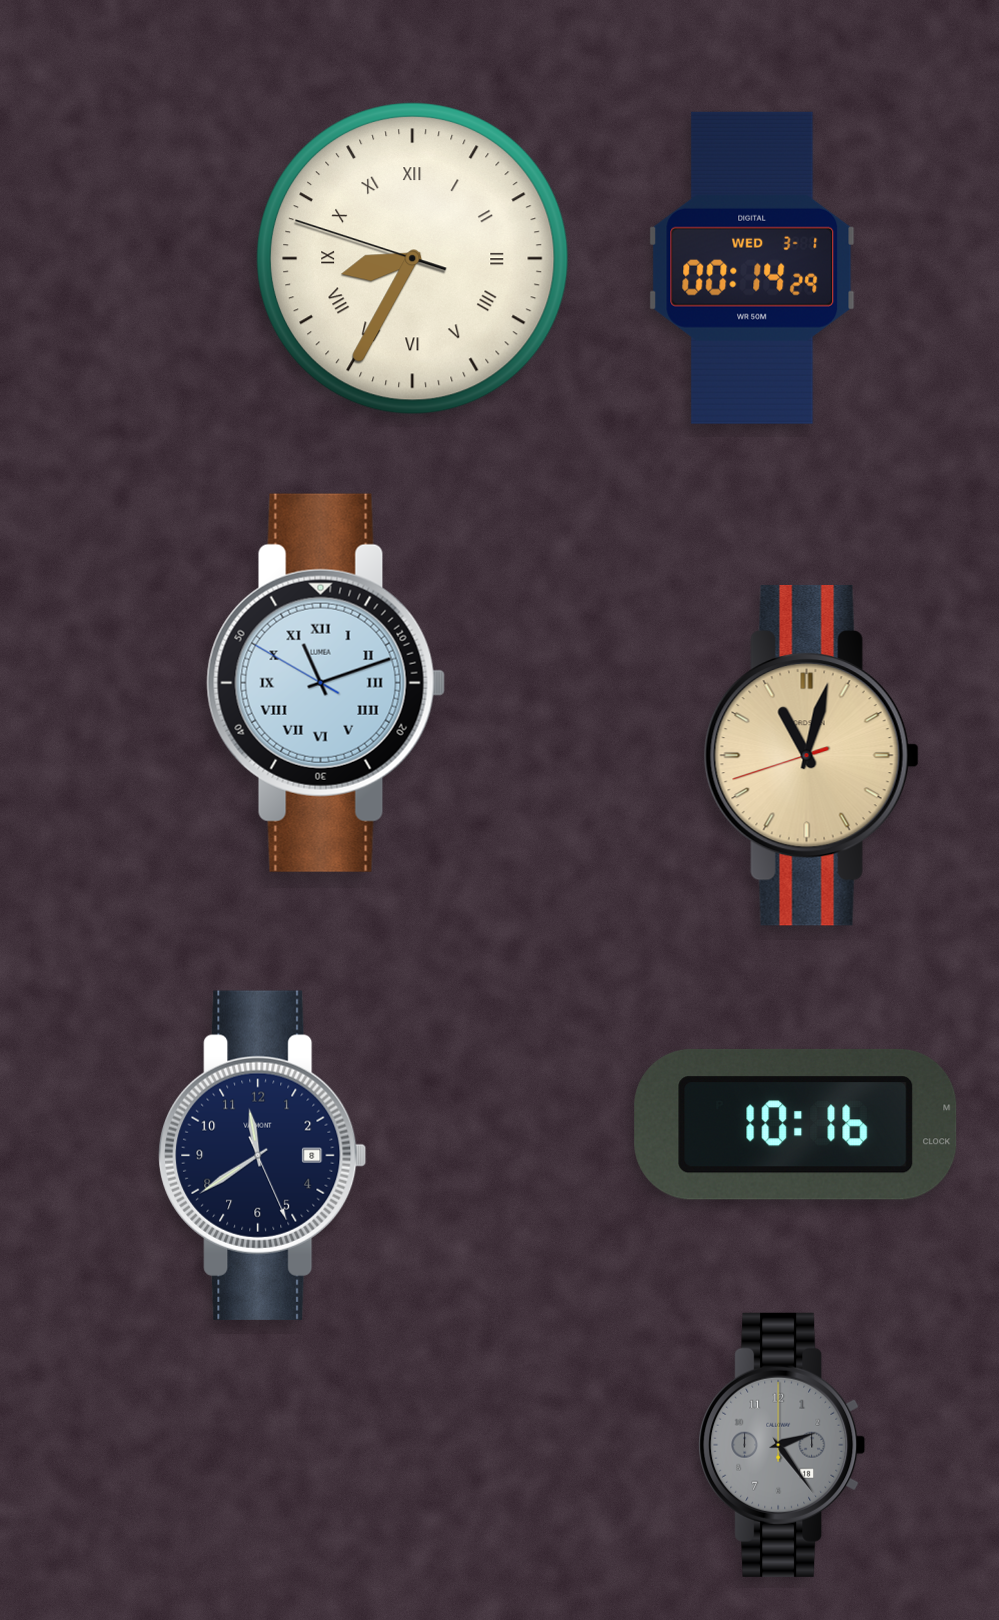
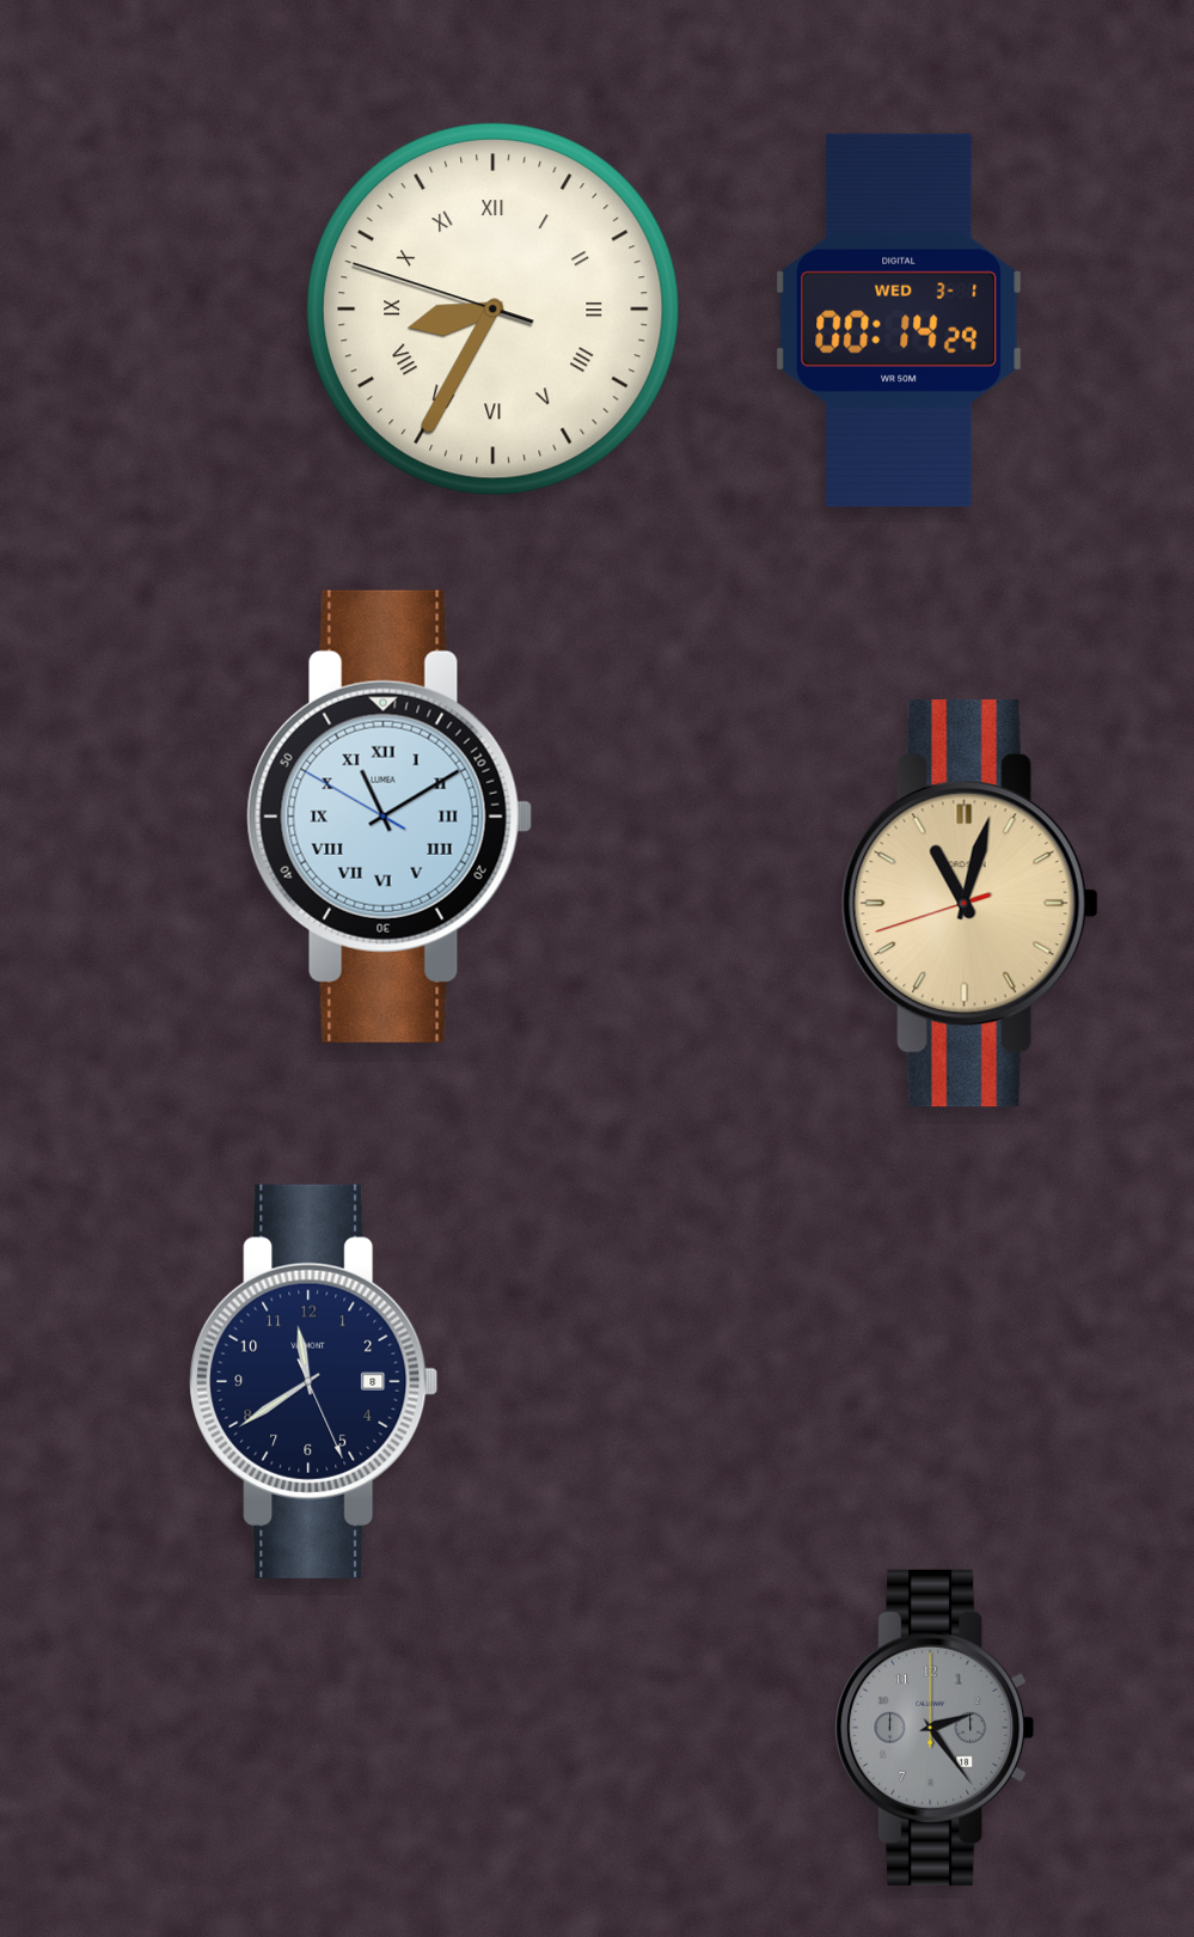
clock at (326, 683): 11:11 -> 11:09
clock at (796, 1124): 10:16 -> none
